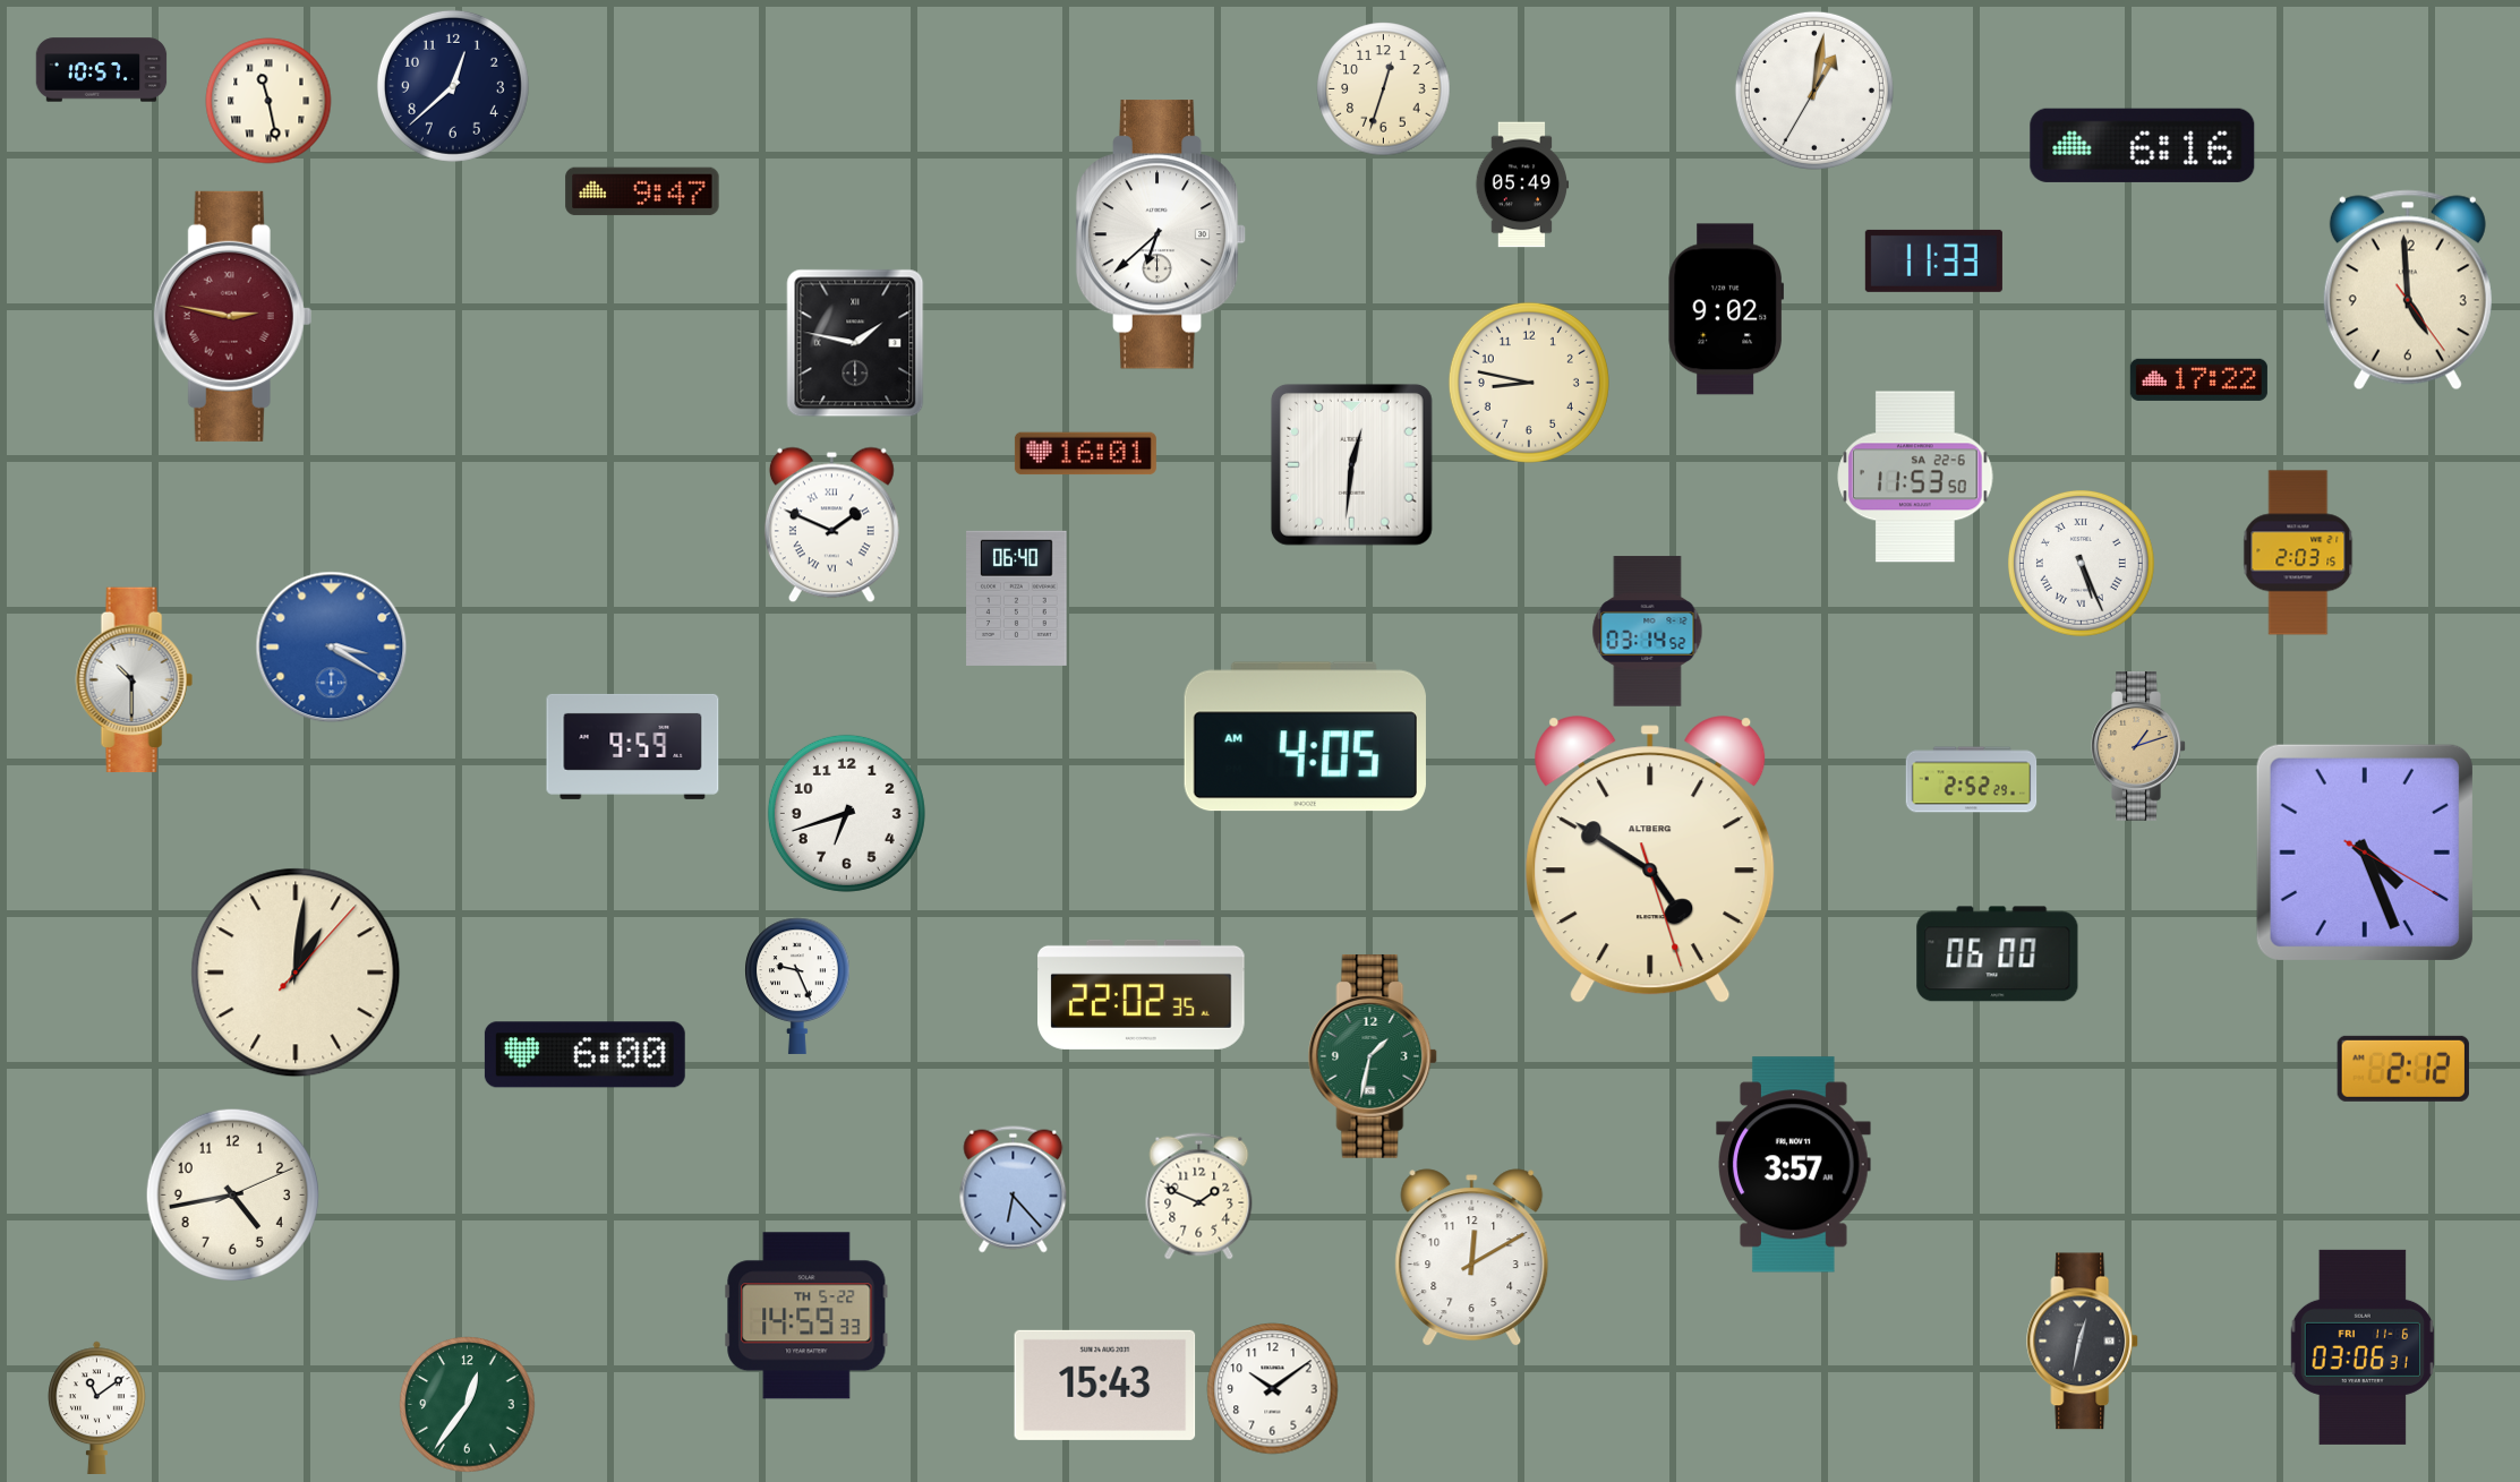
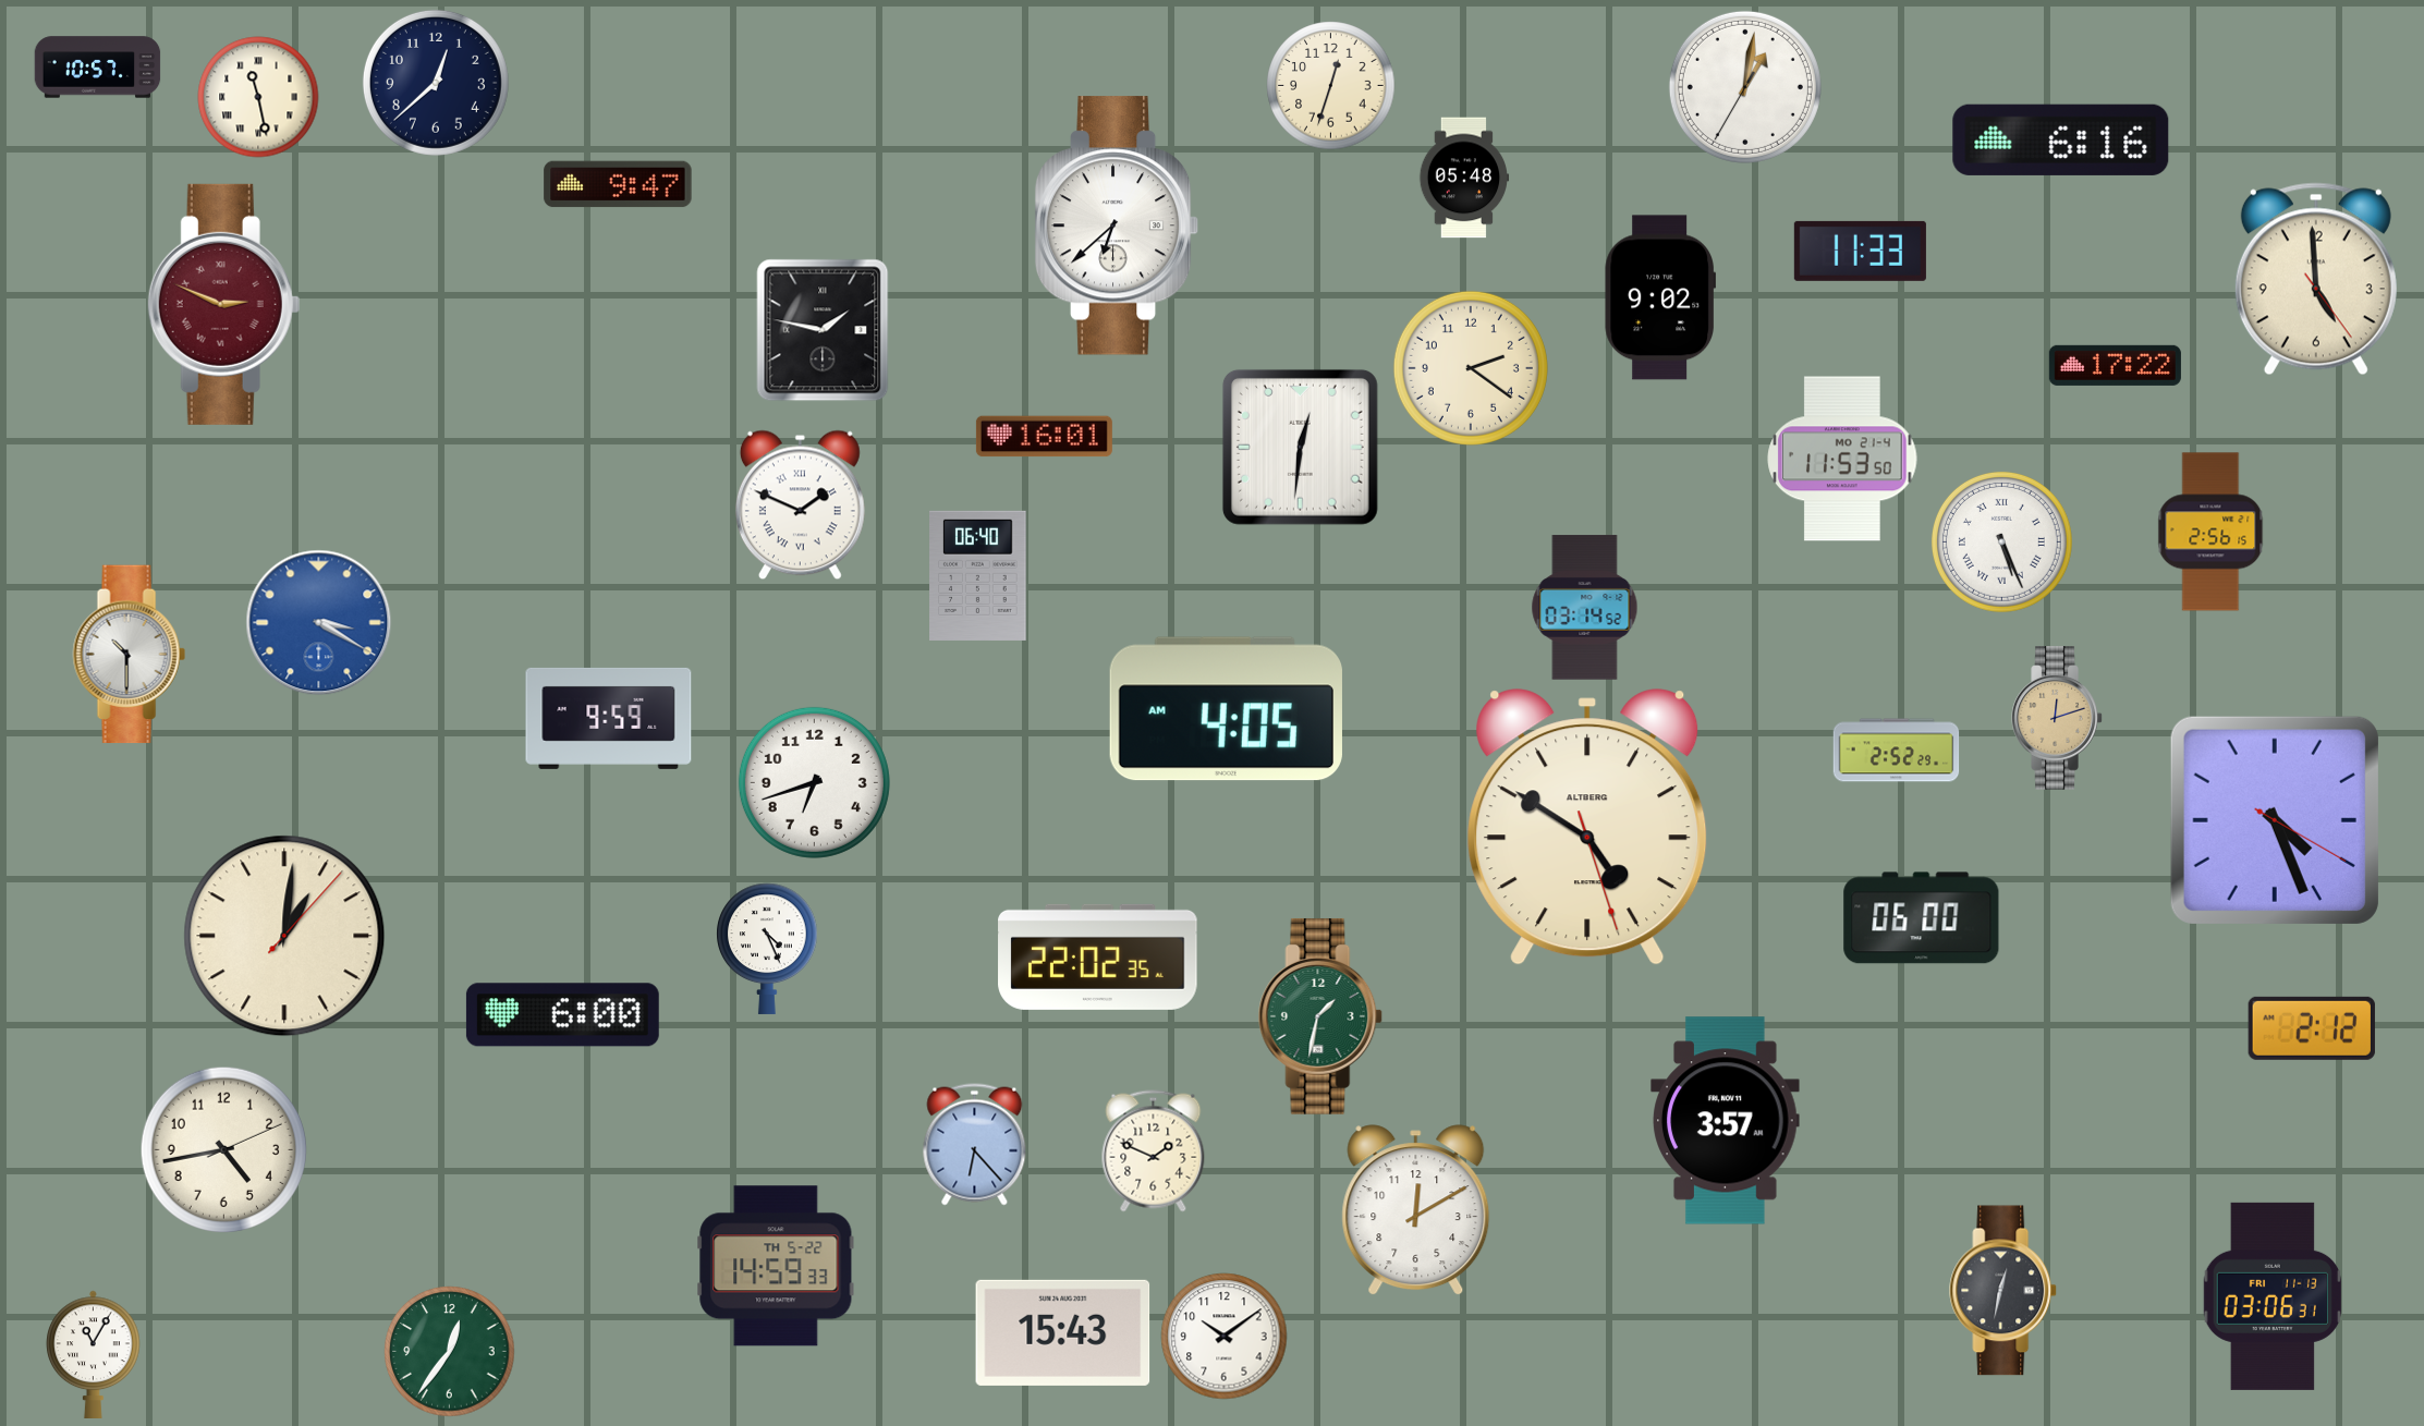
clock at (1522, 185): 05:49 -> 05:48
clock at (233, 316): 2:47 -> 2:49
clock at (1529, 383): 8:47 -> 2:21
clock at (1915, 477) date: SA 22-6 -> MO 21-4
clock at (2298, 552): 2:03 -> 2:56
clock at (1305, 737) position: (1305, 737) -> (1226, 709)
clock at (2138, 746): 1:12 -> 12:12
clock at (797, 986): 9:26 -> 4:26
clock at (2361, 1347) date: FRI 11-6 -> FRI 11-13
clock at (97, 1407): 11:09 -> 11:05
